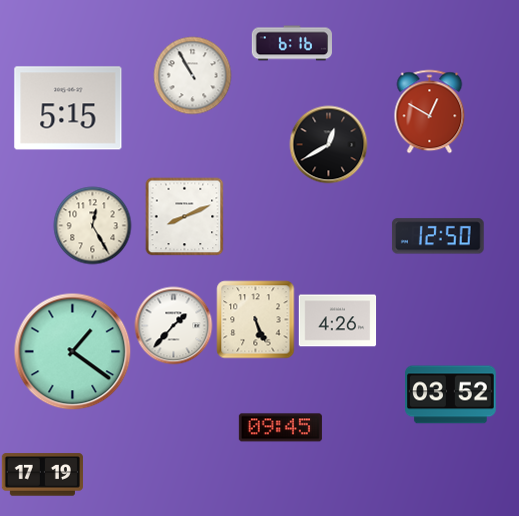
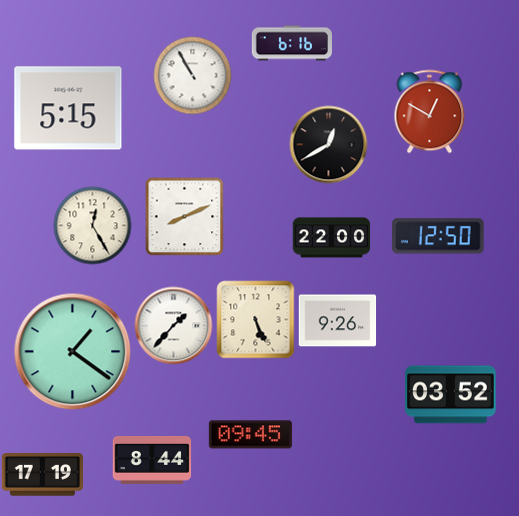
clock at (331, 238): none -> 22:00
clock at (337, 321): 4:26 -> 9:26
clock at (280, 428) position: (280, 428) -> (250, 435)
clock at (152, 460): none -> 8:44
